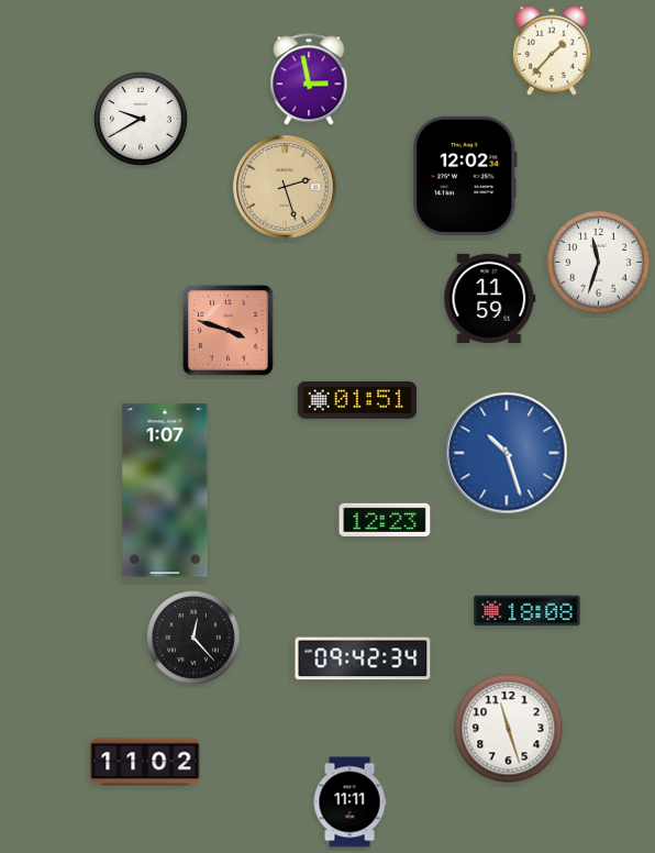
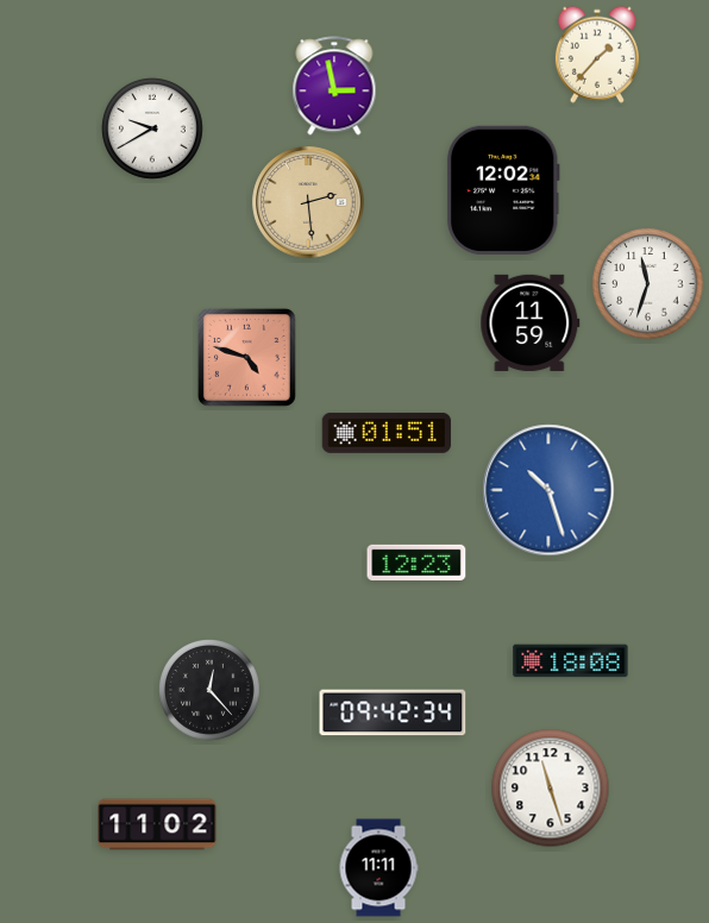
clock at (285, 187): 2:27 -> 2:29
clock at (227, 330): 3:48 -> 4:48
clock at (165, 490): 1:07 -> none
